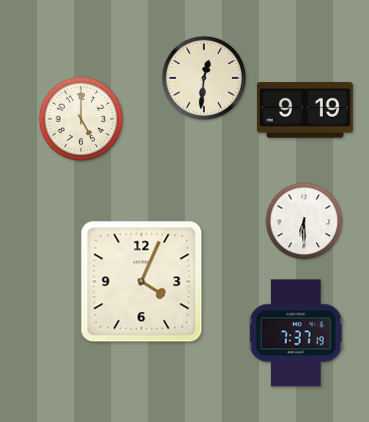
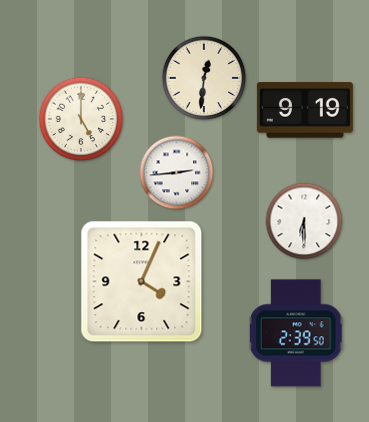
clock at (177, 173): none -> 2:44
clock at (297, 333): 7:37 -> 2:39
